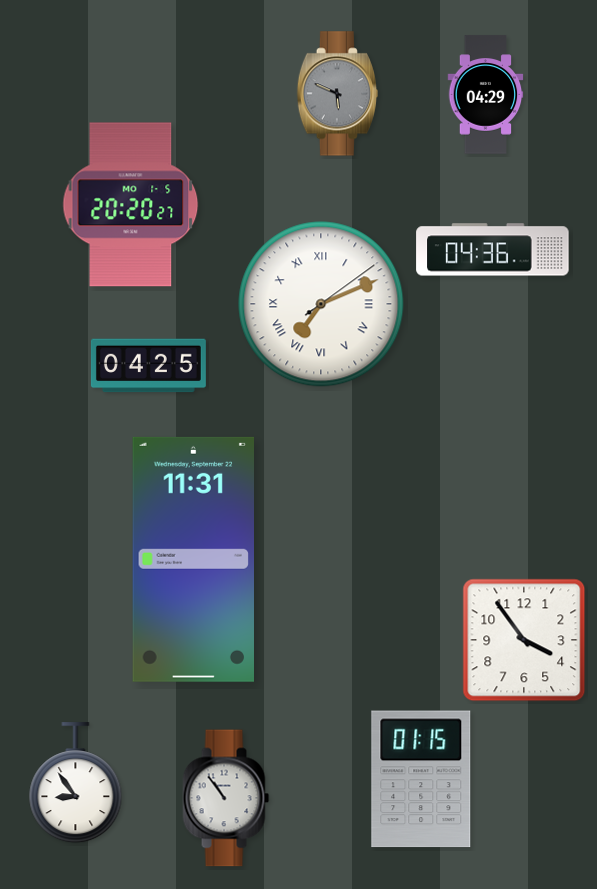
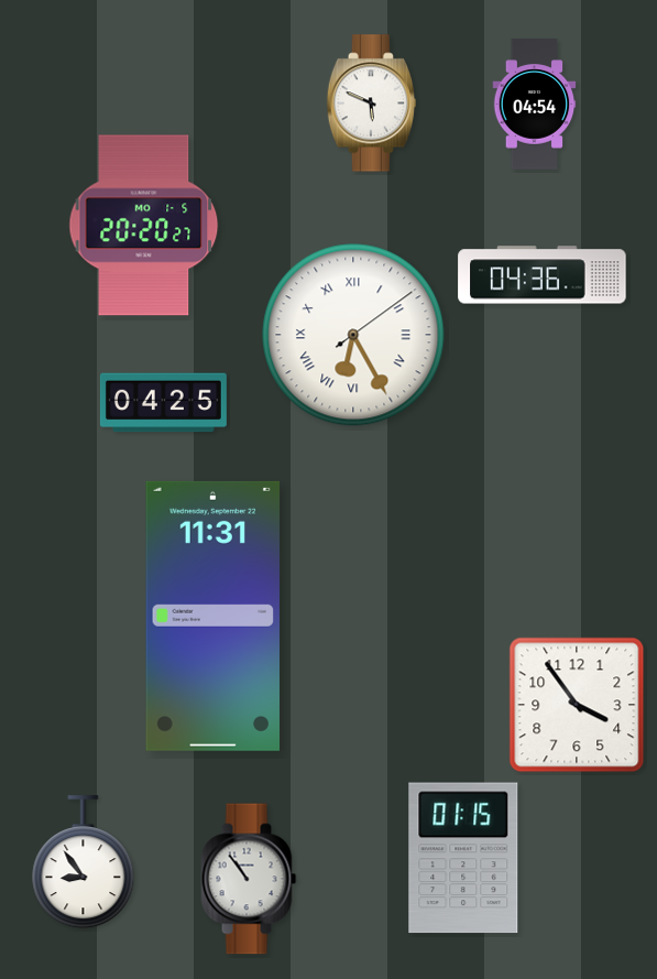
clock at (337, 94) dial: grey -> white
clock at (486, 95): 04:29 -> 04:54
clock at (321, 304): 7:11 -> 6:25
